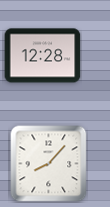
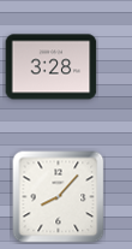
clock at (43, 56): 12:28 -> 3:28
